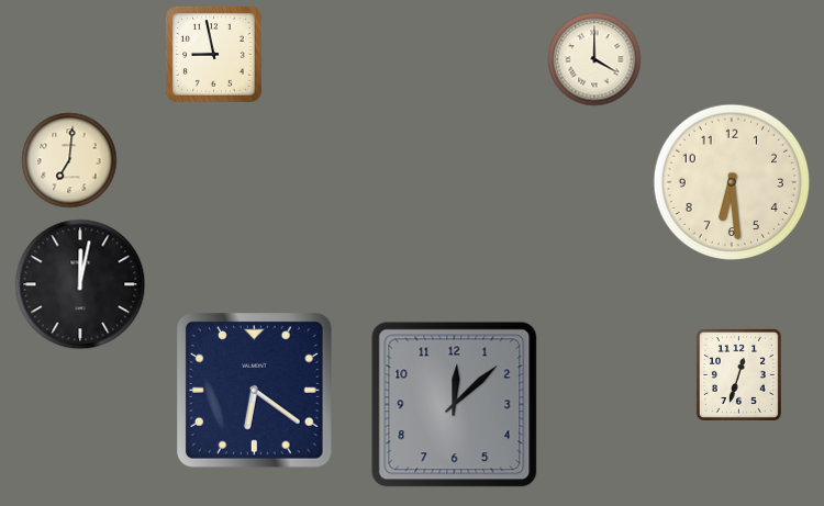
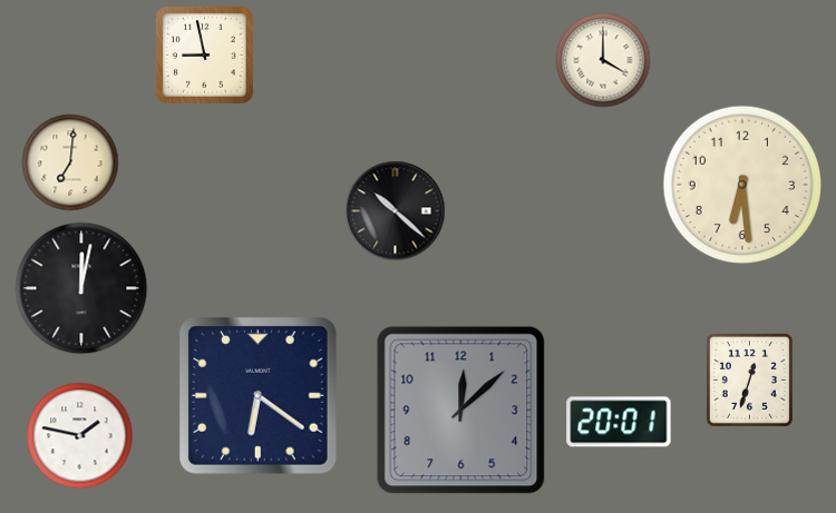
clock at (213, 54) position: (213, 54) -> (204, 55)
clock at (396, 211): none -> 10:22
clock at (619, 422): none -> 20:01
clock at (80, 436): none -> 1:47
